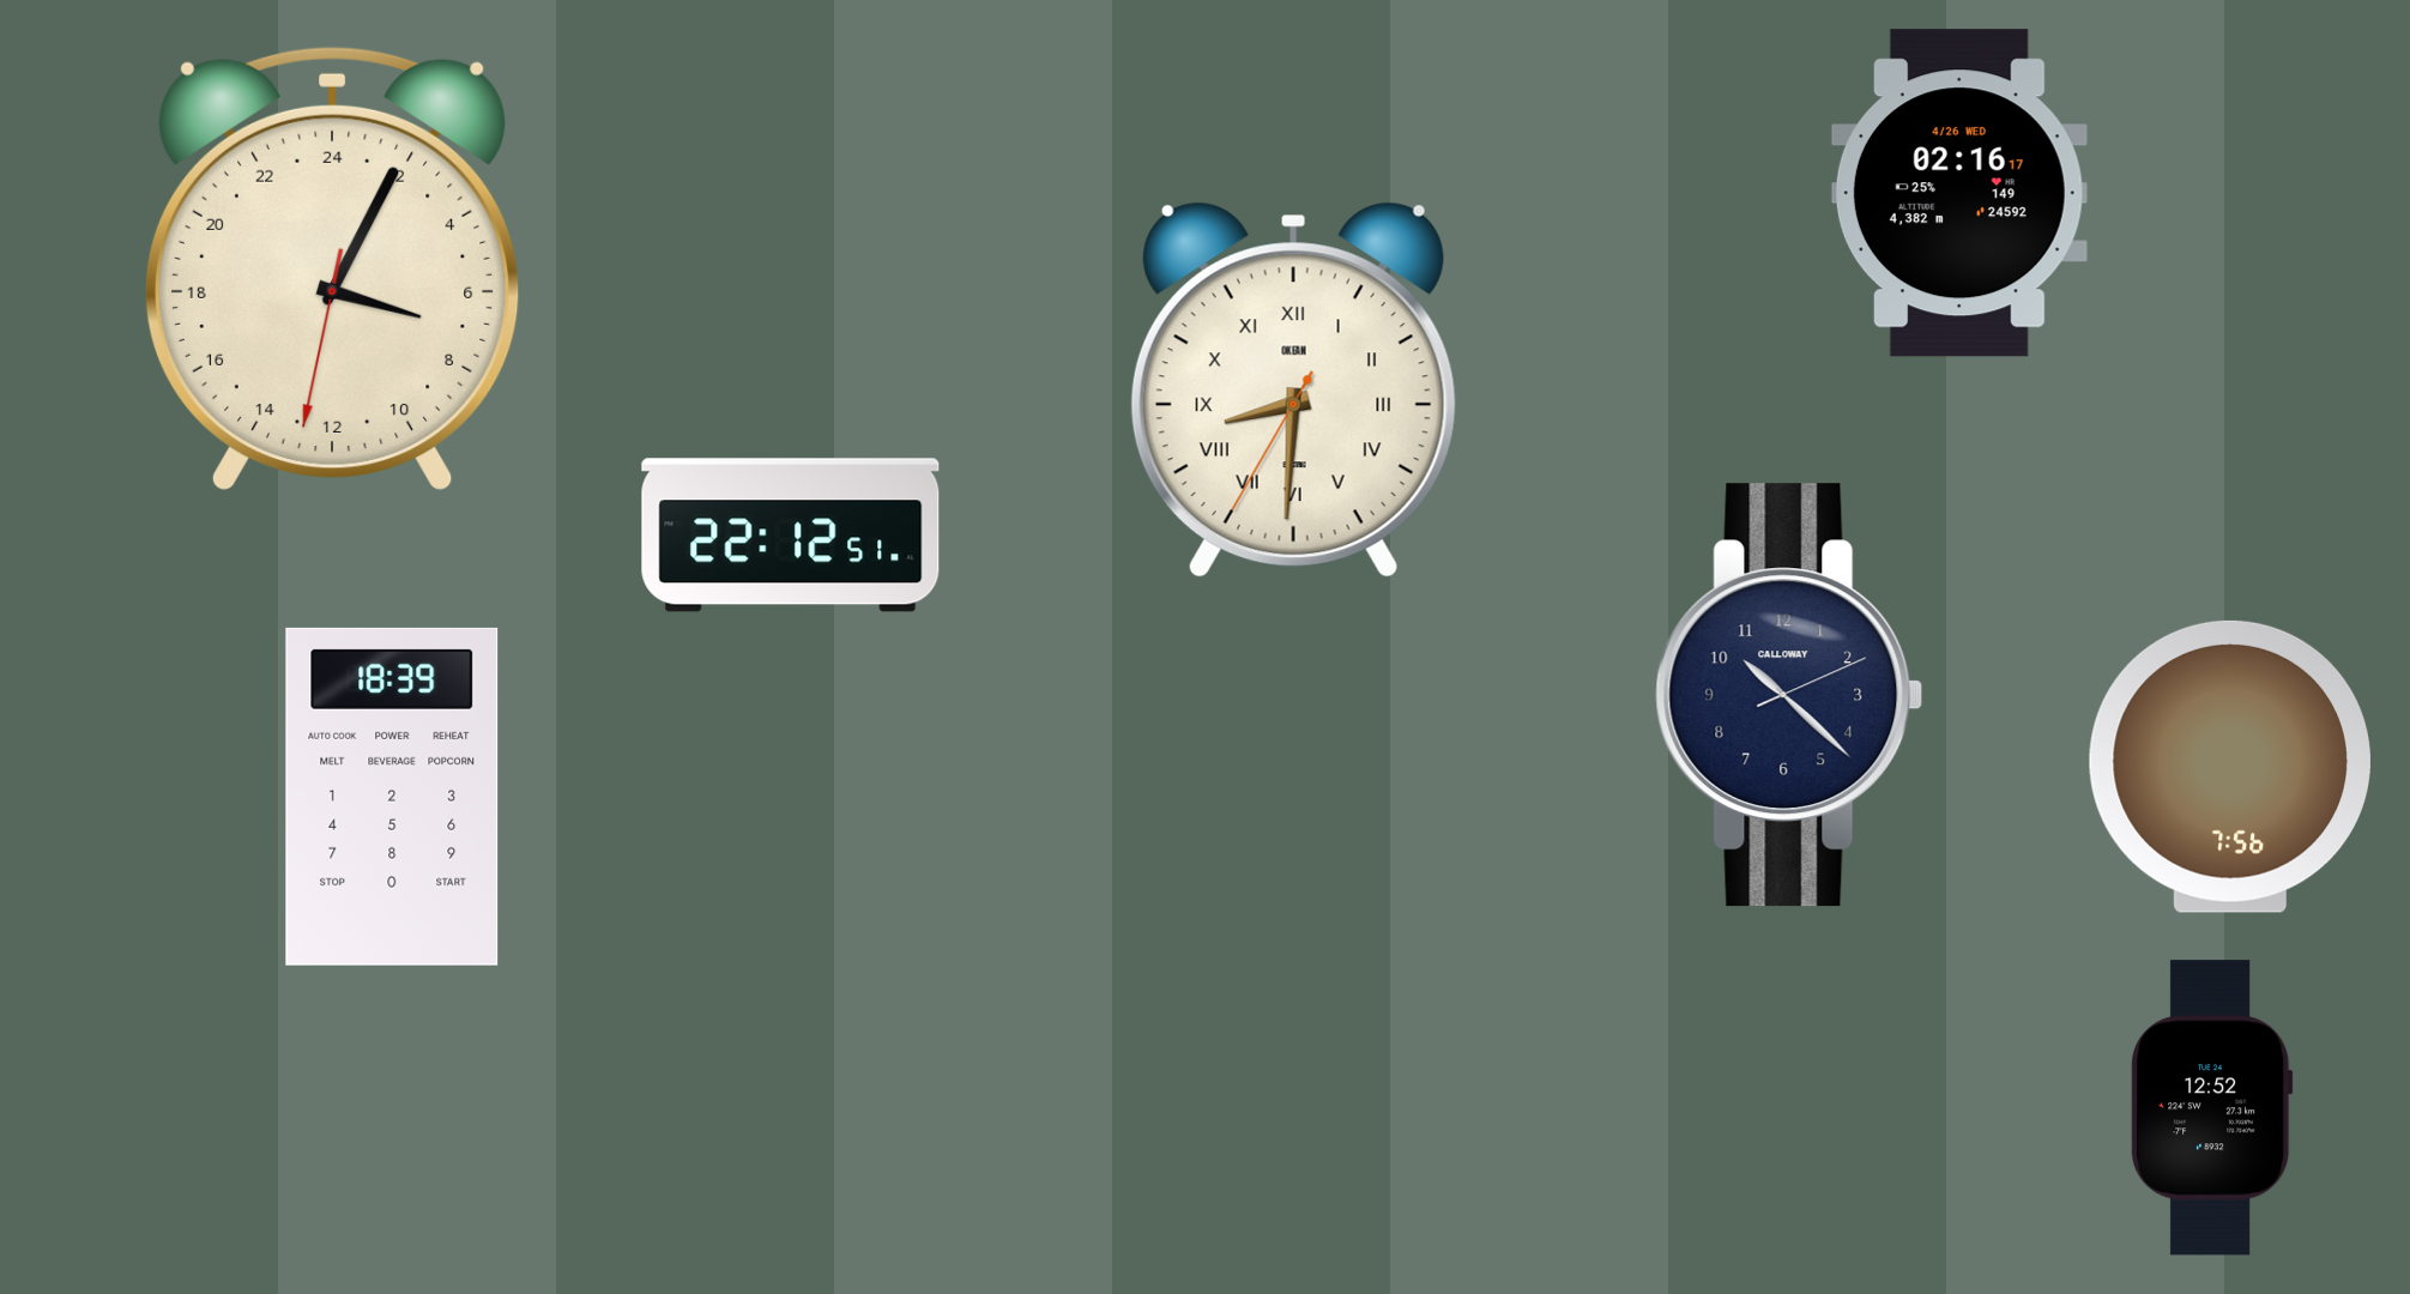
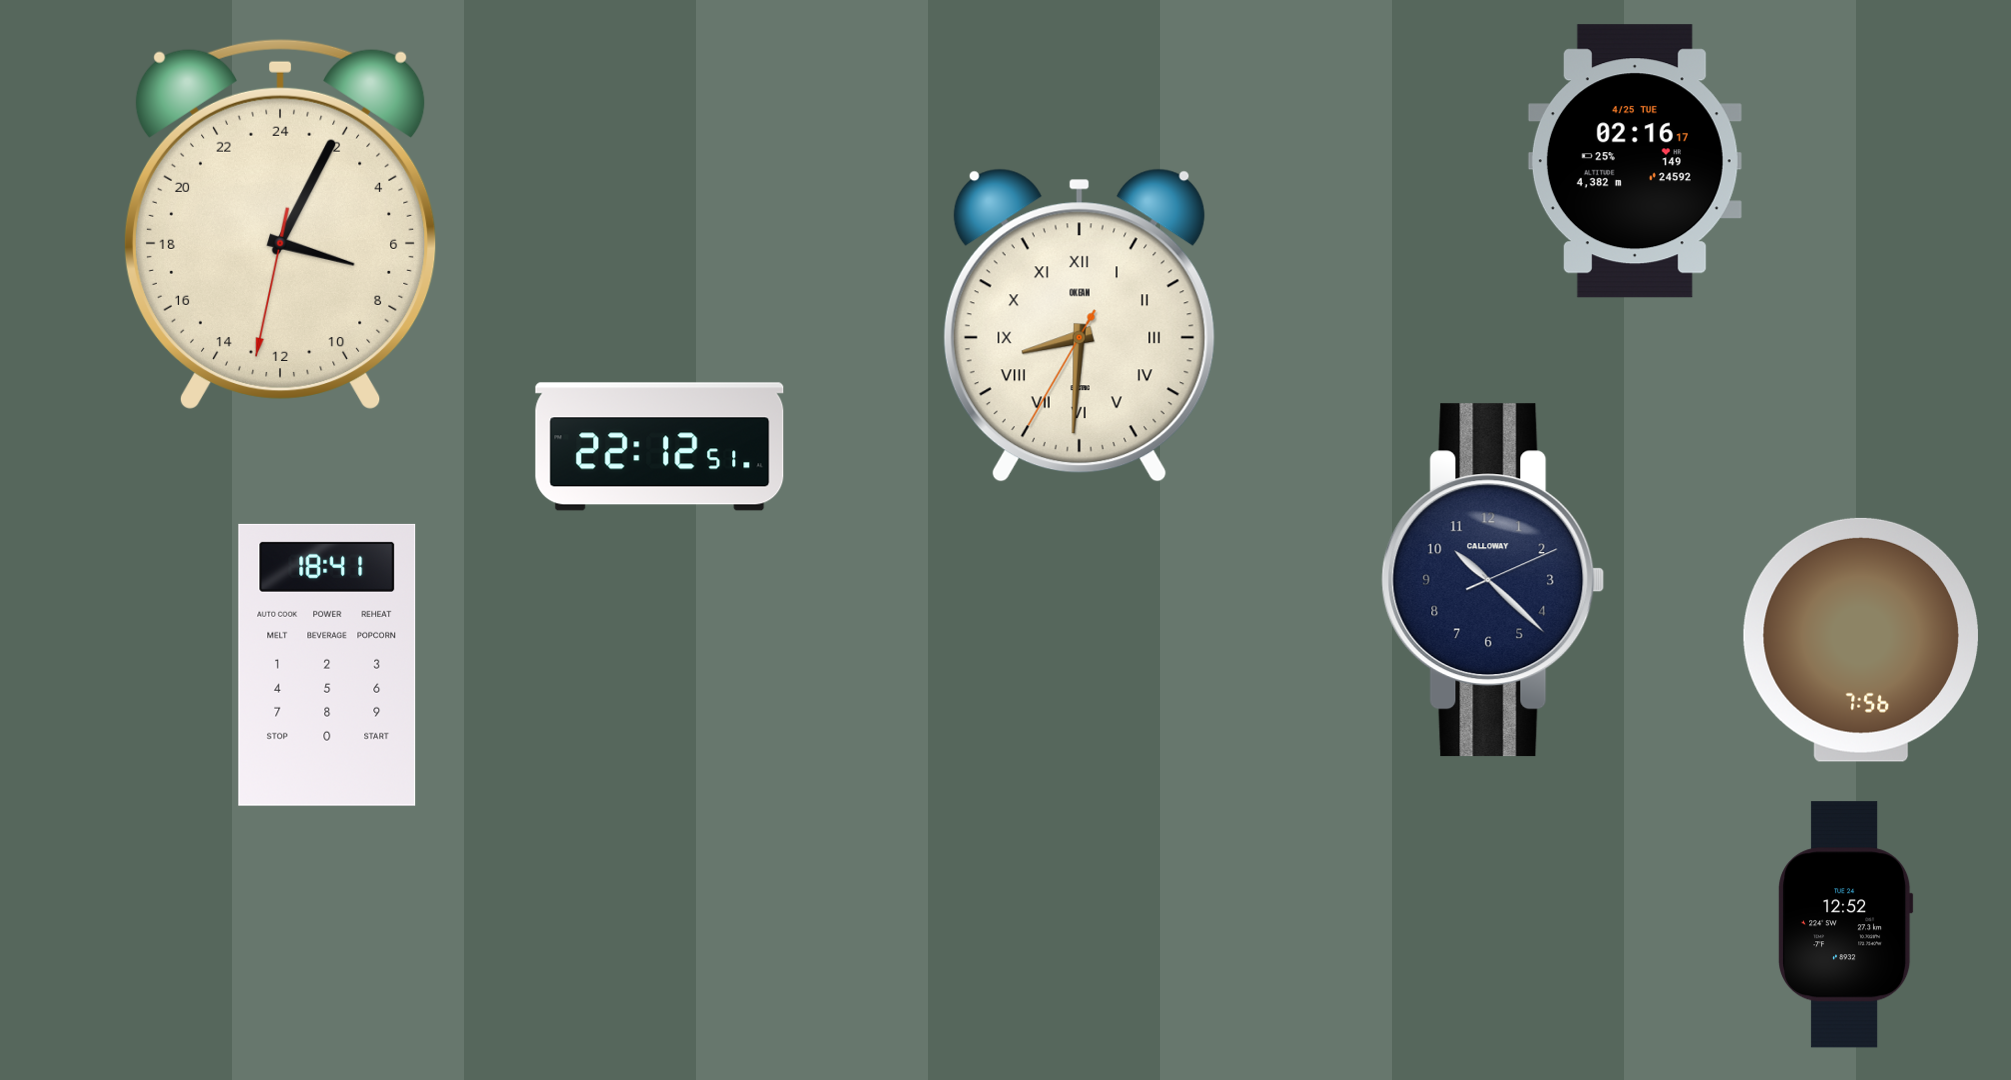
clock at (1959, 193) date: 4/26 WED -> 4/25 TUE
clock at (332, 267) position: (332, 267) -> (280, 223)
clock at (392, 797): 18:39 -> 18:41
